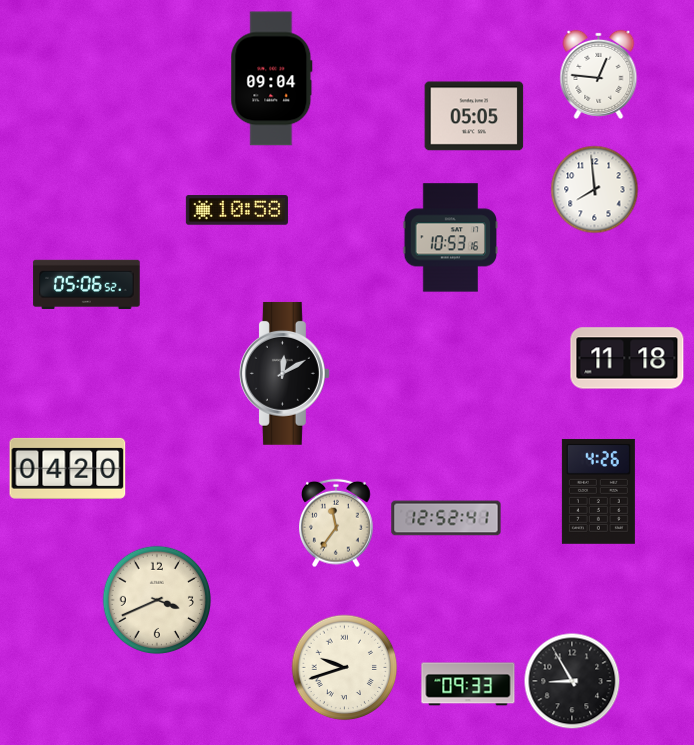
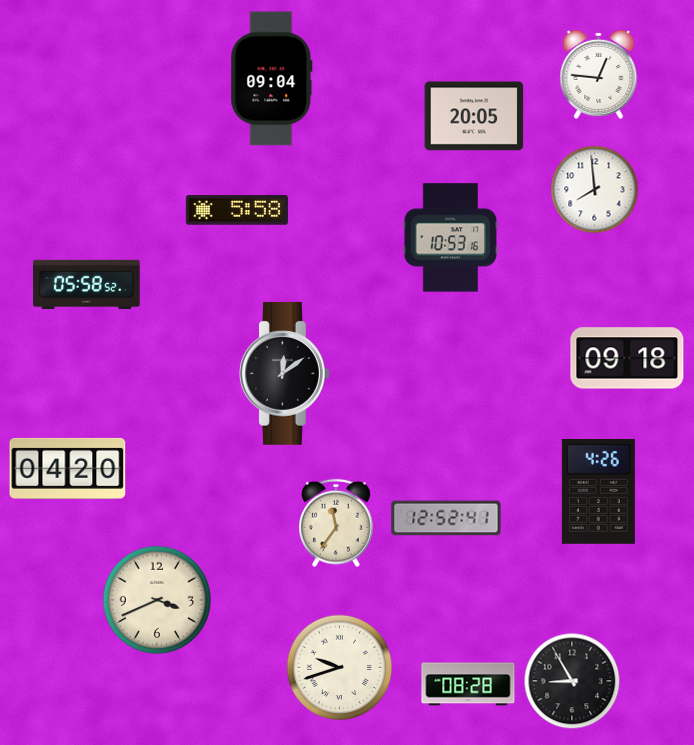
clock at (474, 116): 05:05 -> 20:05
clock at (237, 210): 10:58 -> 5:58
clock at (87, 284): 05:06 -> 05:58
clock at (627, 358): 11:18 -> 09:18
clock at (284, 373): 12:10 -> 12:09
clock at (345, 668) position: (345, 668) -> (340, 668)
clock at (468, 684): 09:33 -> 08:28
